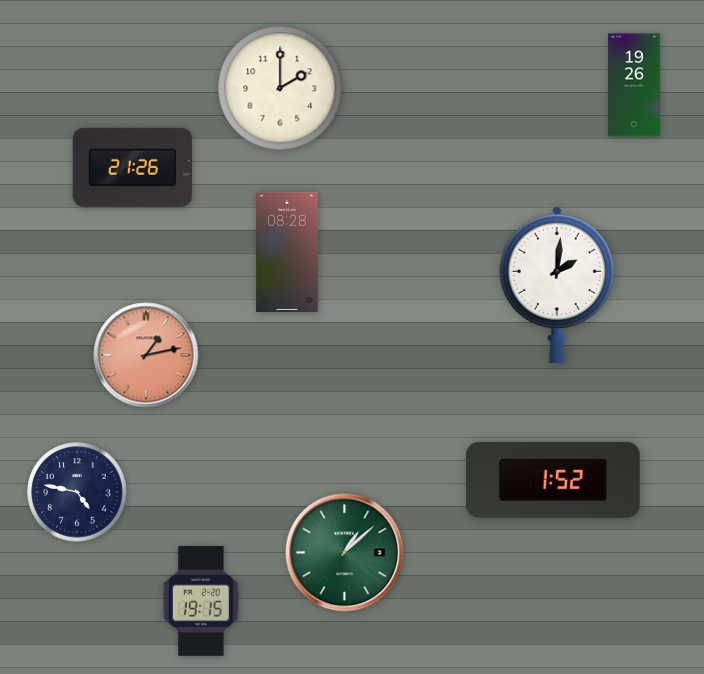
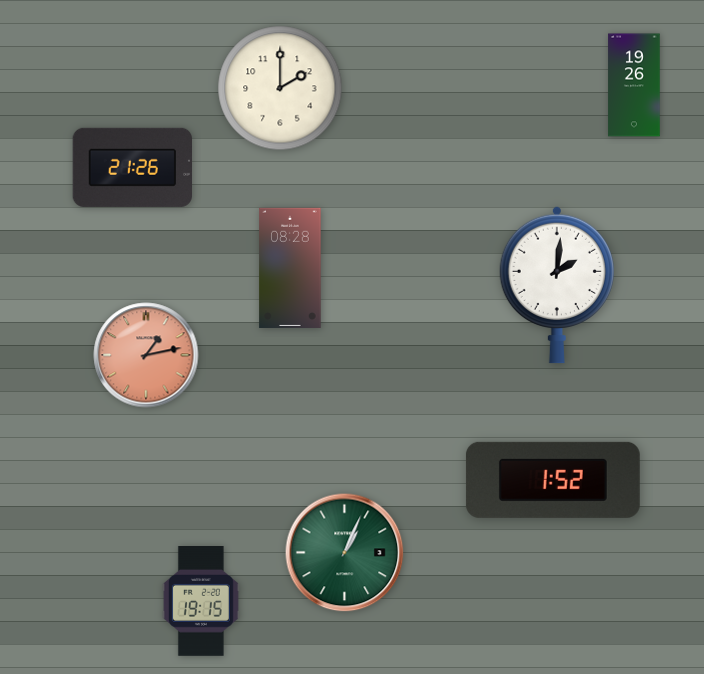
clock at (287, 251) position: (287, 251) -> (290, 267)
clock at (77, 492): 4:47 -> none
clock at (345, 553): 1:08 -> 1:04
